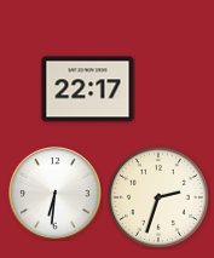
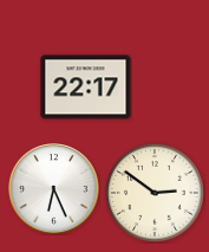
clock at (56, 194): 6:31 -> 6:26
clock at (158, 197): 2:33 -> 2:51
